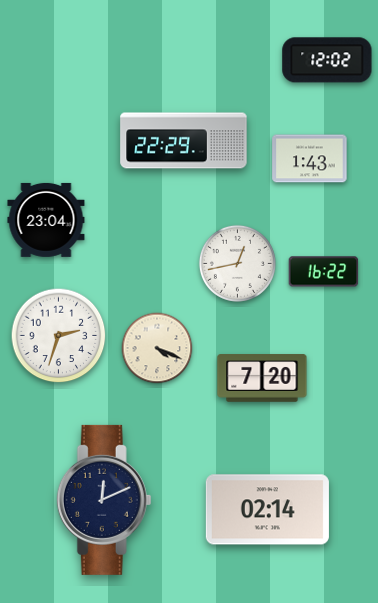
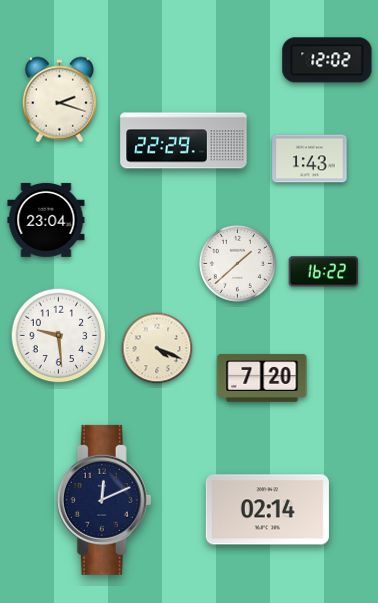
clock at (59, 100): none -> 2:18
clock at (237, 263): 12:43 -> 1:38
clock at (59, 336): 2:33 -> 9:29
